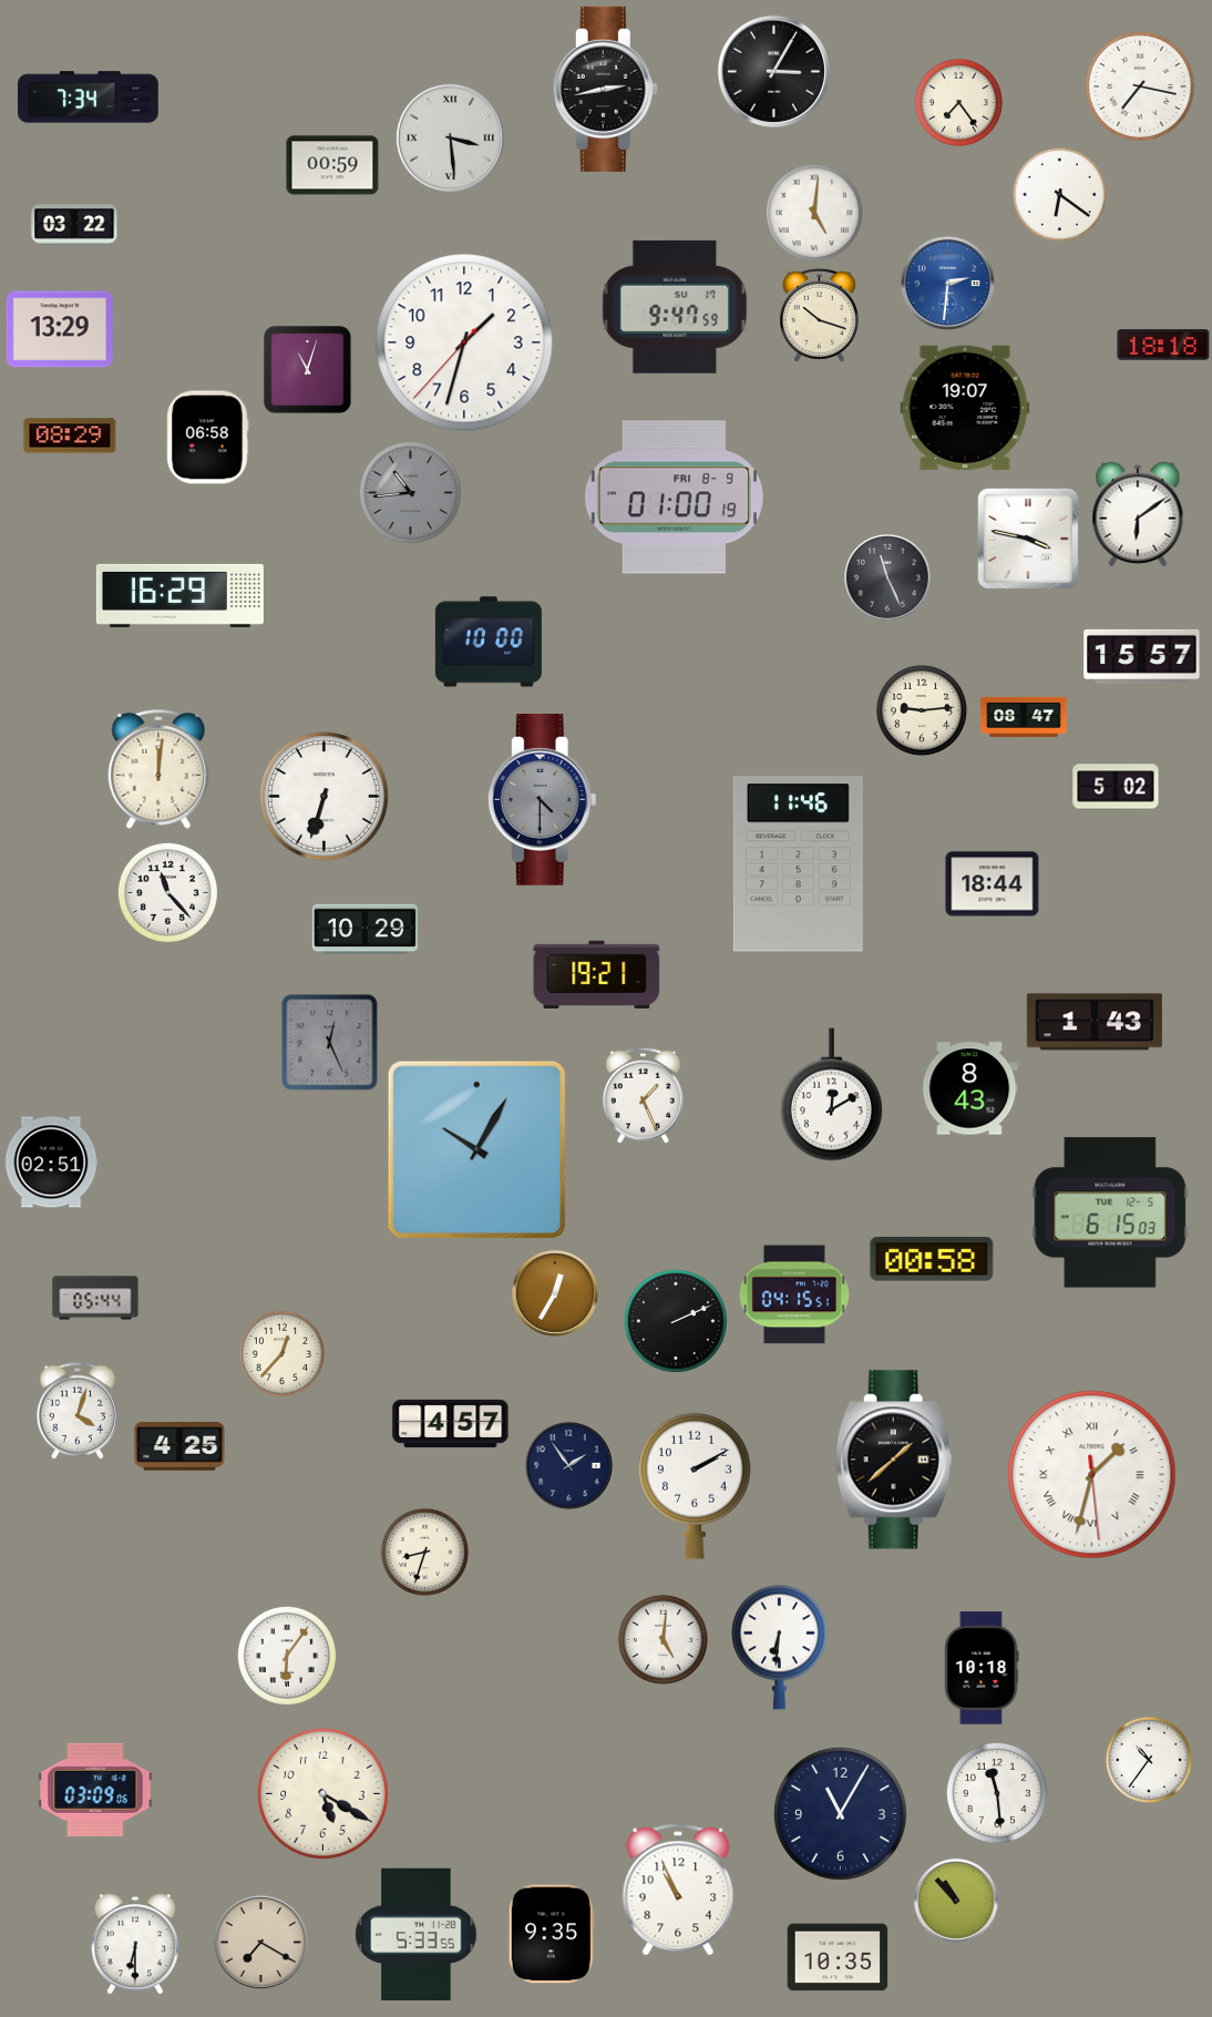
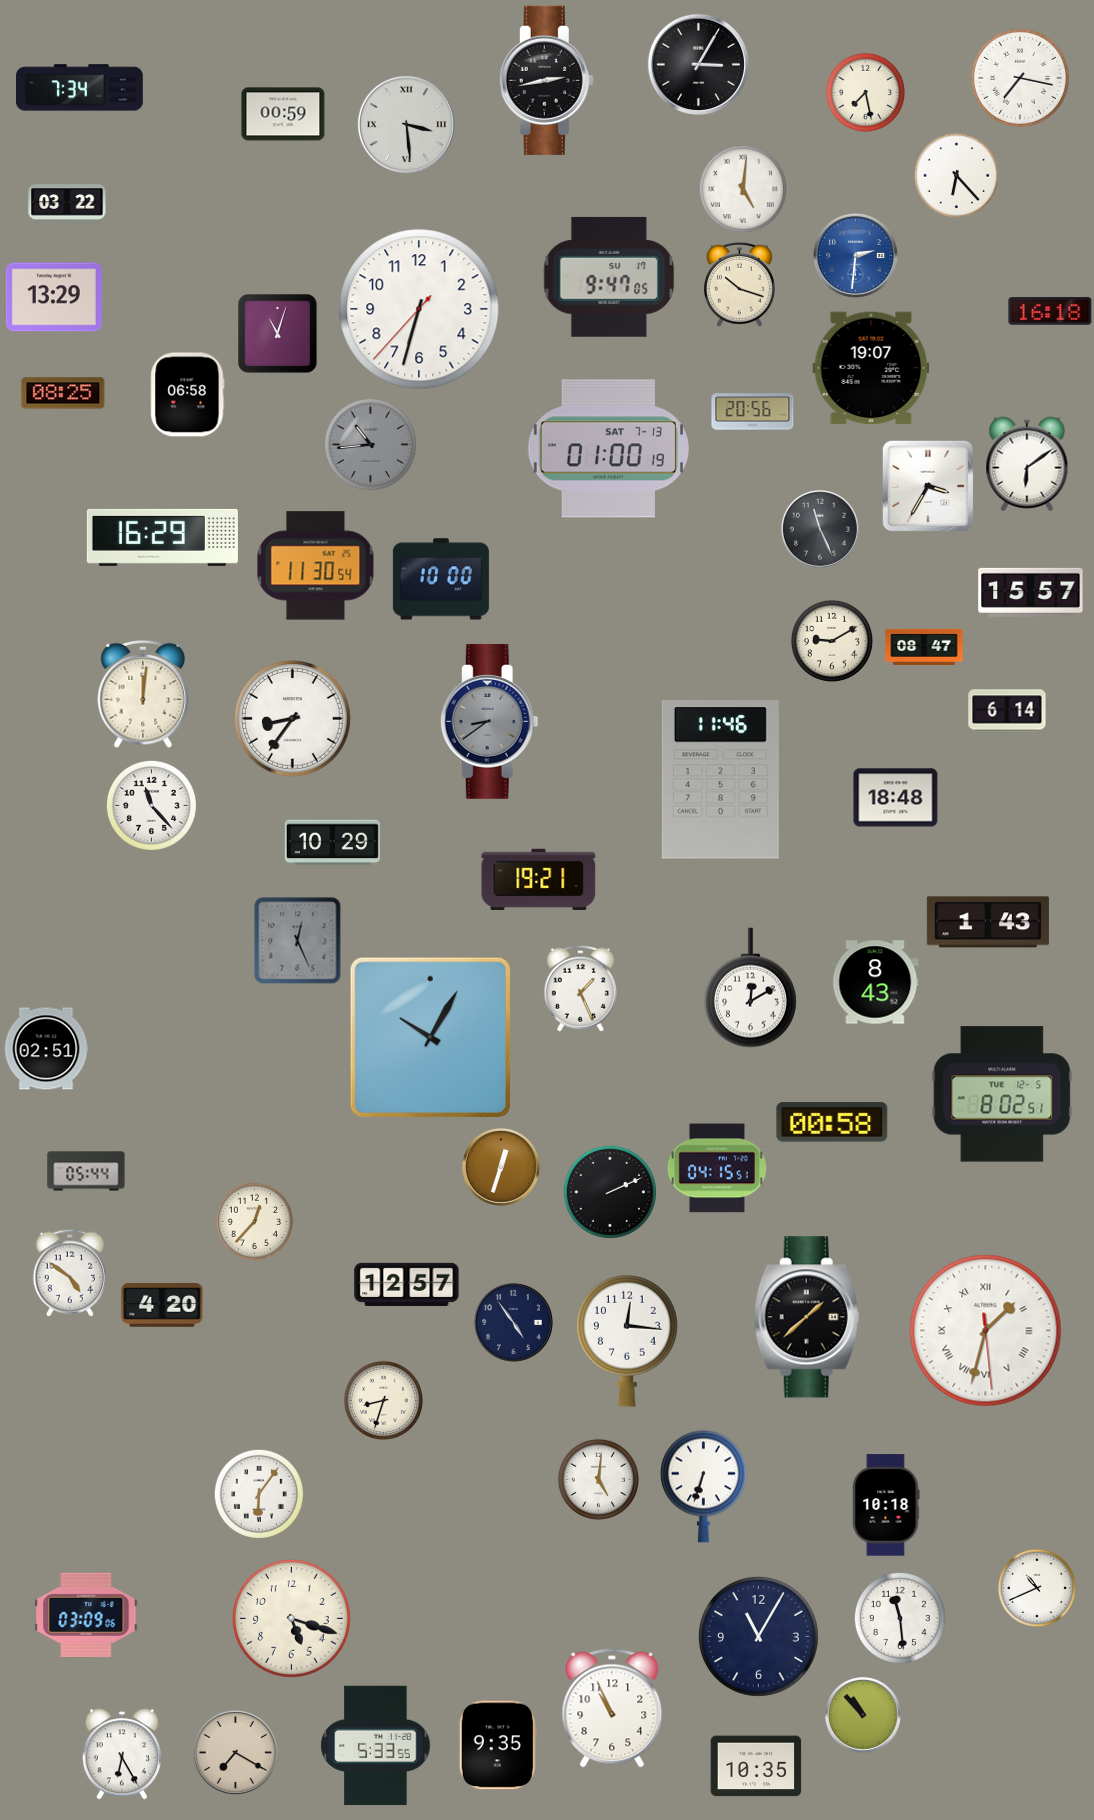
clock at (1140, 86) position: (1140, 86) -> (1020, 78)
clock at (958, 102): 7:24 -> 7:28
clock at (332, 165) position: (332, 165) -> (283, 114)
clock at (1059, 194): 6:21 -> 6:23
clock at (814, 213) position: (814, 213) -> (743, 189)
clock at (675, 307): 9:47:59 -> 9:47:05
clock at (464, 342): 1:32 -> 6:32
clock at (1163, 345): 18:18 -> 16:18
clock at (70, 436): 08:29 -> 08:25
clock at (753, 412): none -> 20:56
clock at (674, 498) date: FRI 8-9 -> SAT 7-13
clock at (1028, 539): 3:47 -> 3:35
clock at (887, 577) position: (887, 577) -> (820, 529)
clock at (316, 566): none -> 11:30
clock at (922, 710): 9:14 -> 9:10
clock at (1116, 788): 5:02 -> 6:14
clock at (325, 797): 6:33 -> 8:36
clock at (542, 800): 4:30 -> 8:39
clock at (993, 884): 18:44 -> 18:48
clock at (364, 930) position: (364, 930) -> (332, 843)
clock at (1110, 1212): 6:15 -> 8:02
clock at (932, 1259) position: (932, 1259) -> (832, 1122)
clock at (555, 1293): 12:35 -> 12:33
clock at (78, 1411): 4:03 -> 4:51
clock at (451, 1423): 4:57 -> 12:57
clock at (179, 1447): 4:25 -> 4:20
clock at (568, 1465): 1:54 -> 4:54
clock at (696, 1486): 2:10 -> 12:16
clock at (779, 1647): 6:31 -> 6:33
clock at (1148, 1759): 10:36 -> 10:41
clock at (323, 1794): 5:20 -> 5:18
clock at (678, 1890) position: (678, 1890) -> (612, 1708)
clock at (134, 1944): 6:30 -> 6:25
